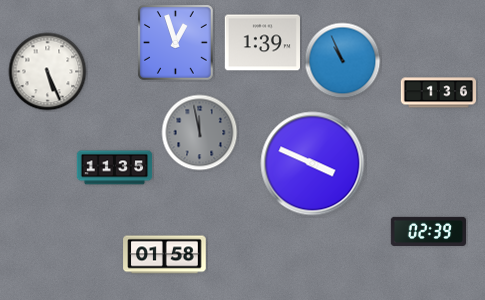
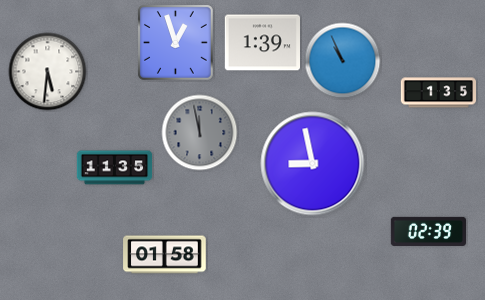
clock at (48, 72): 5:26 -> 5:31
clock at (439, 93): 1:36 -> 1:35
clock at (313, 164): 3:49 -> 8:58
